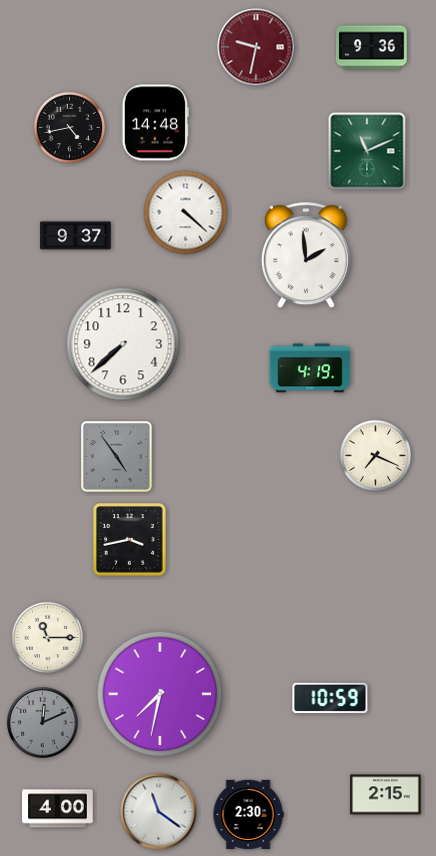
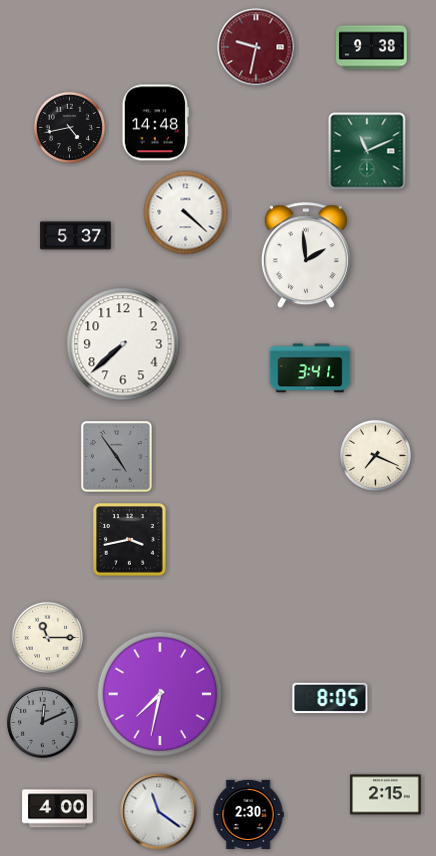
clock at (372, 48): 9:36 -> 9:38
clock at (76, 236): 9:37 -> 5:37
clock at (310, 368): 4:19 -> 3:41
clock at (330, 698): 10:59 -> 8:05
